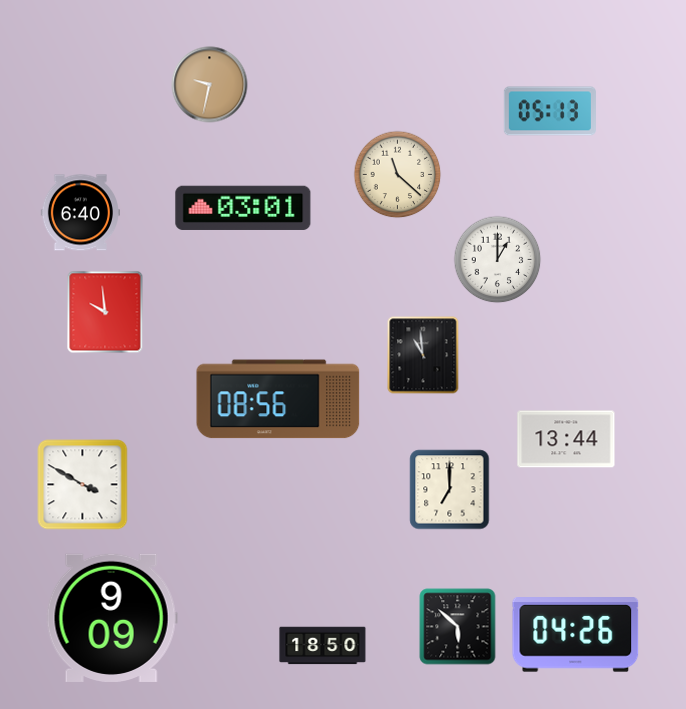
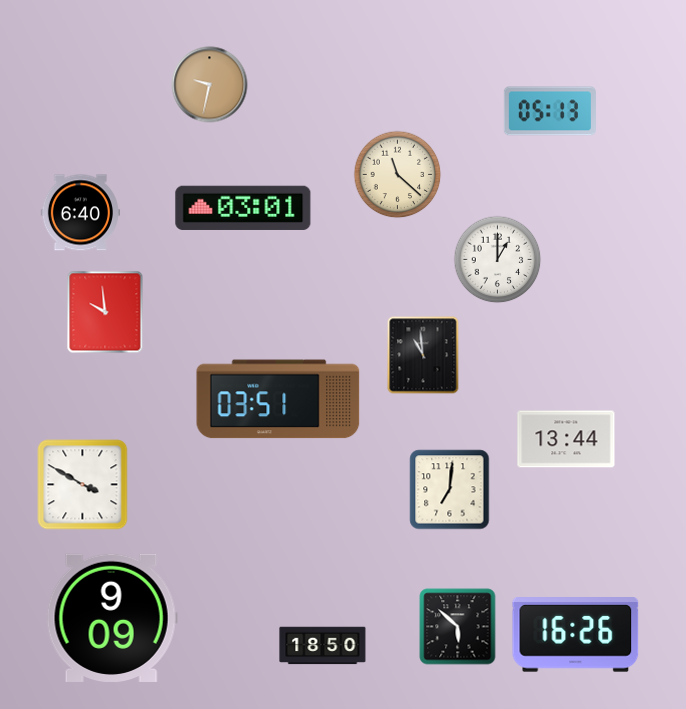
clock at (278, 399): 08:56 -> 03:51
clock at (450, 490): 7:00 -> 7:01
clock at (576, 635): 04:26 -> 16:26
